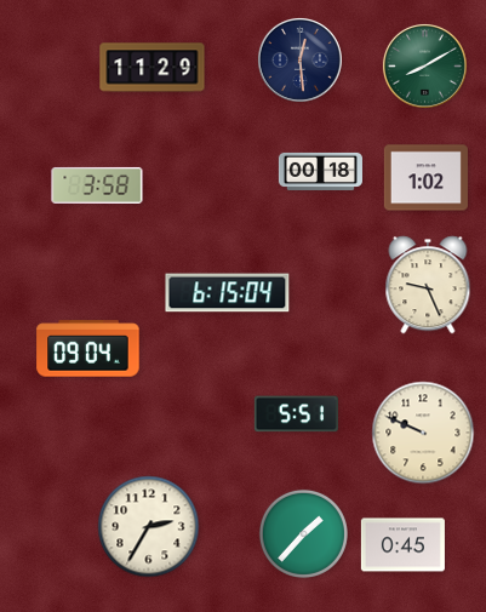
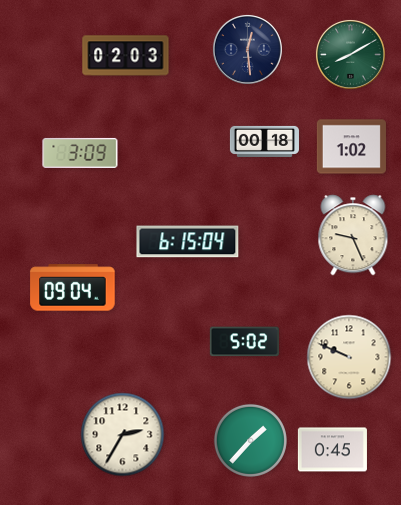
clock at (153, 68): 11:29 -> 02:03
clock at (97, 185): 3:58 -> 3:09
clock at (296, 414): 5:51 -> 5:02
